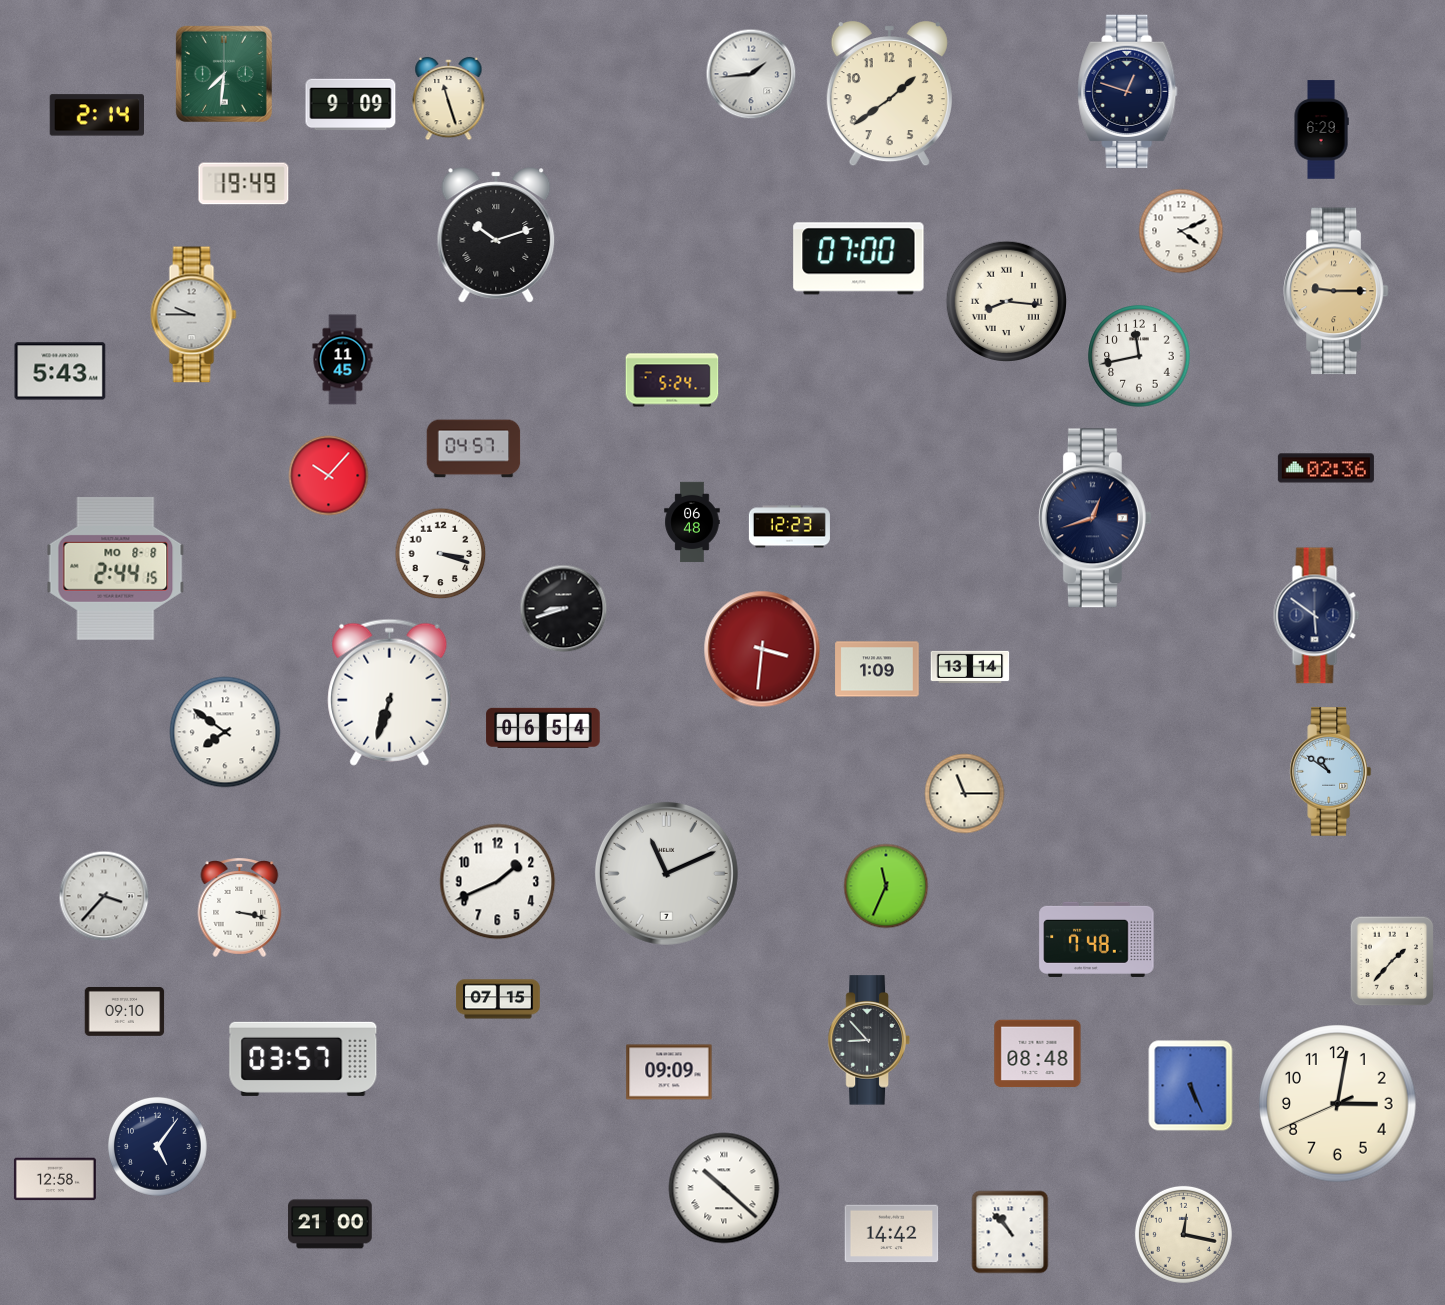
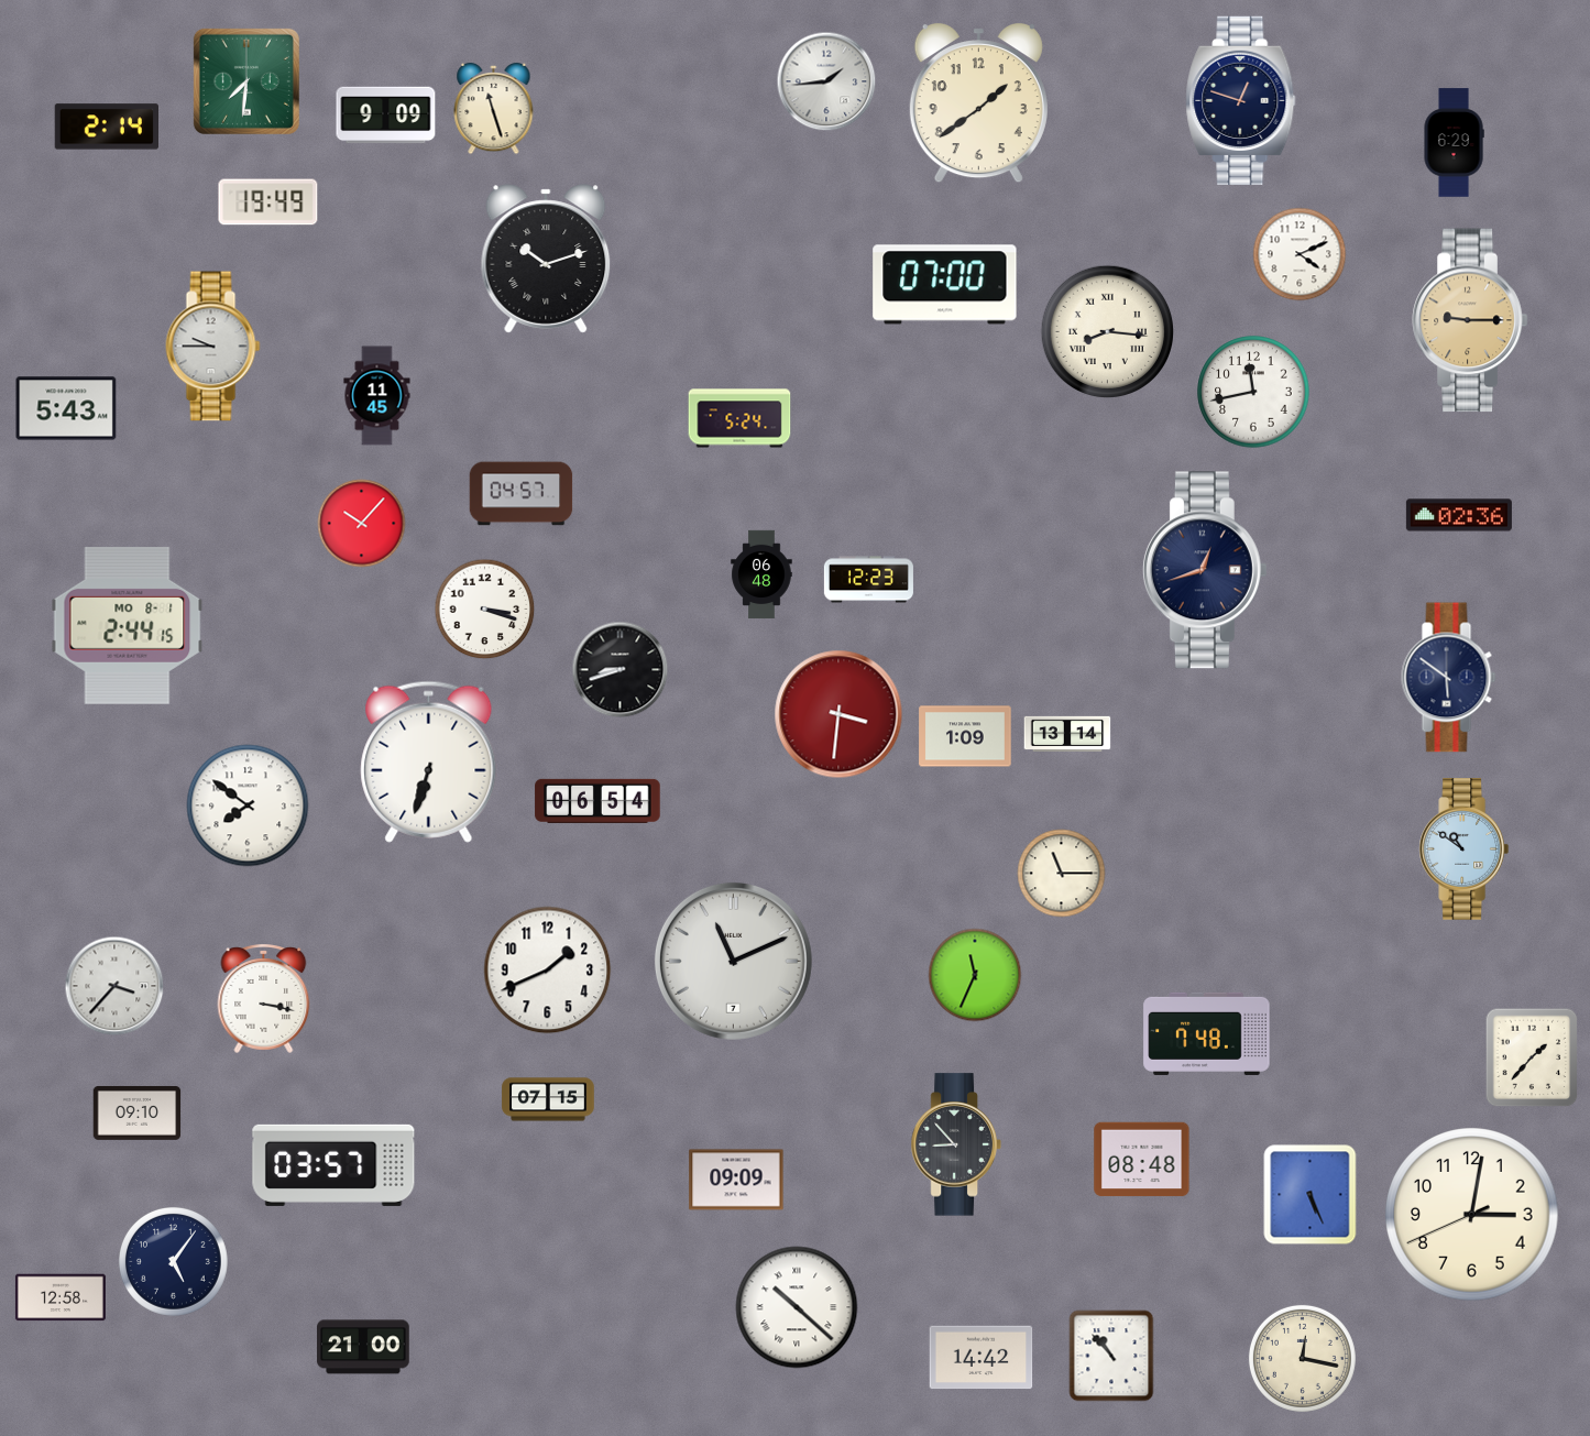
clock at (116, 568) date: MO 8-8 -> MO 8-1
